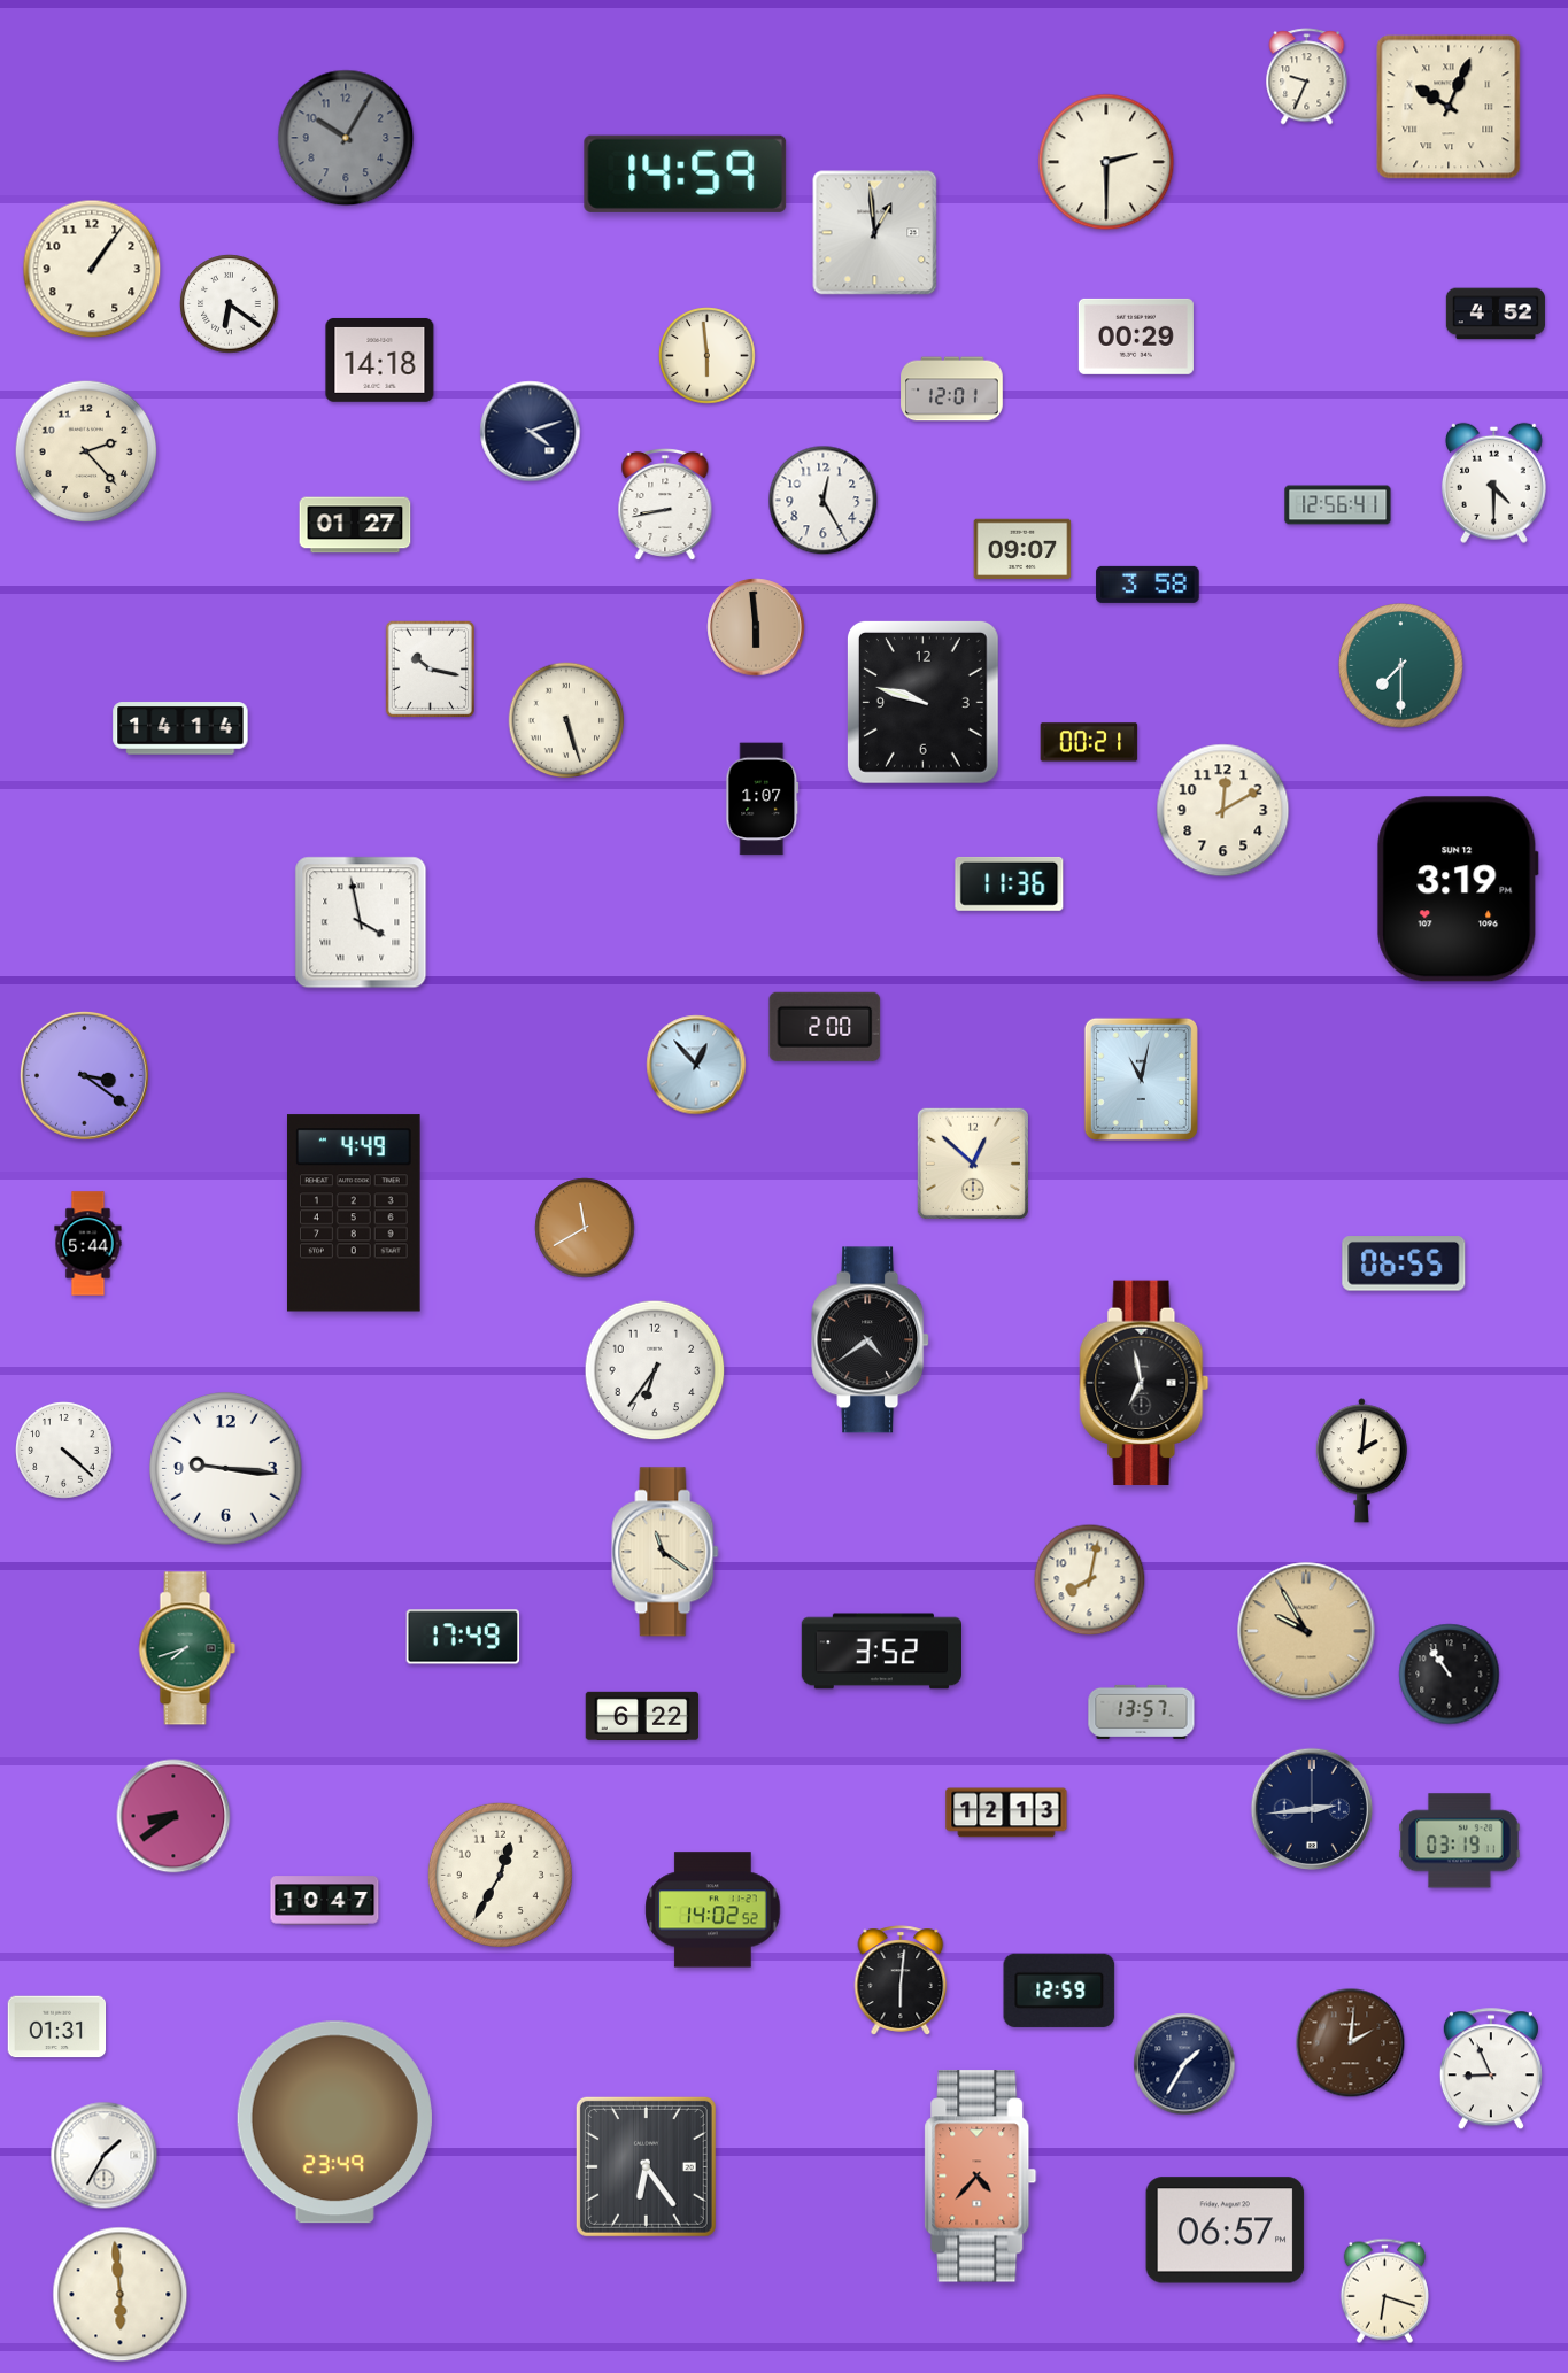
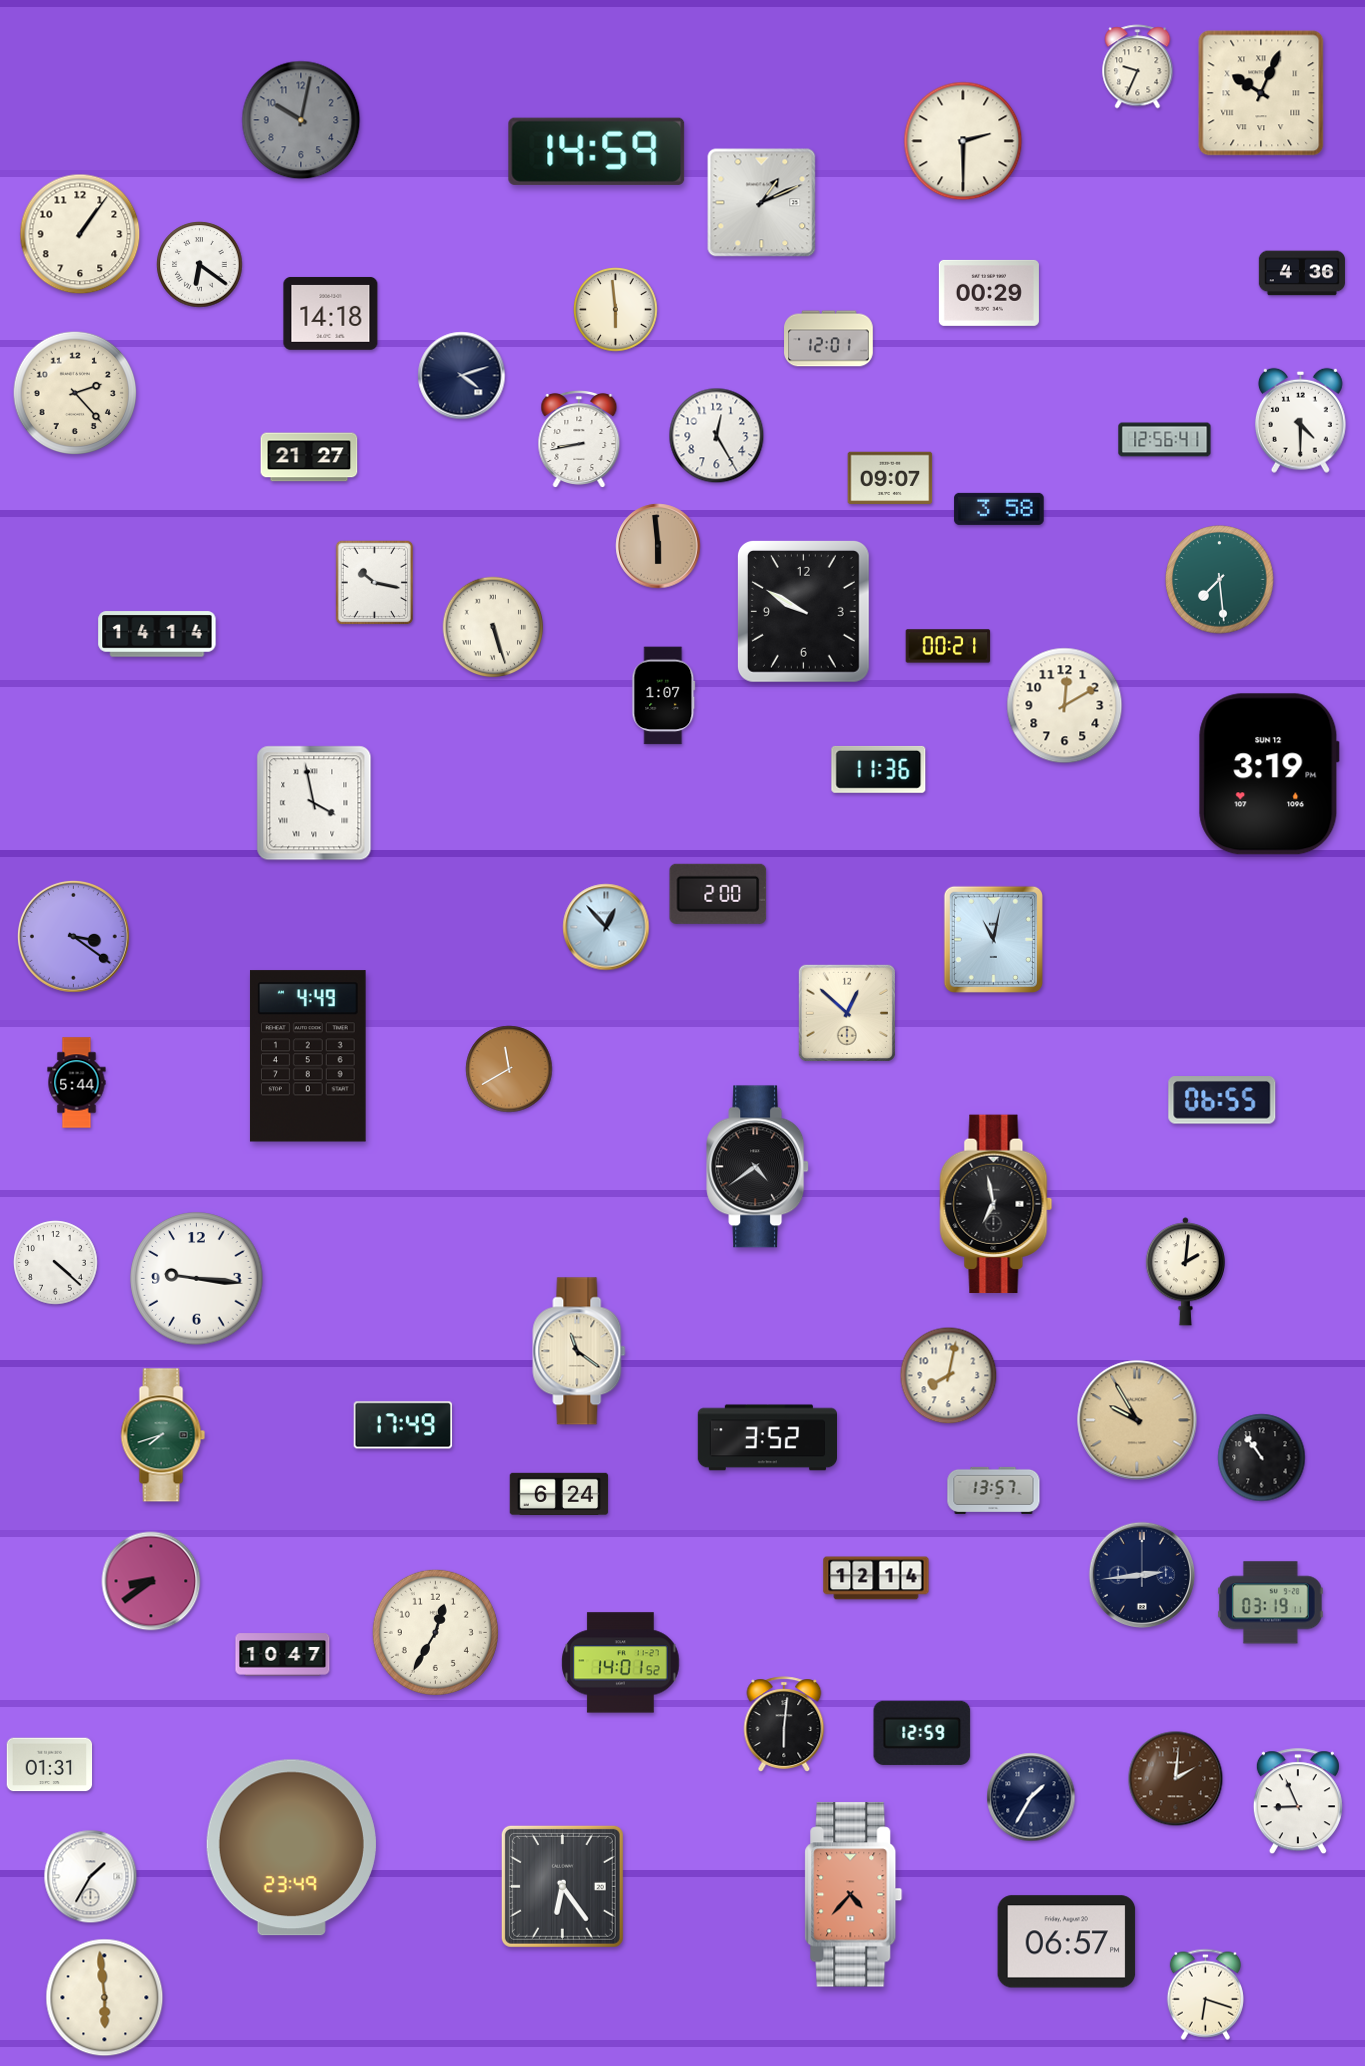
clock at (346, 138): 10:05 -> 10:02
clock at (875, 233): 12:59 -> 1:11
clock at (1496, 314): 4:52 -> 4:36
clock at (355, 525): 01:27 -> 21:27
clock at (1401, 666): 7:30 -> 7:29
clock at (922, 702): 9:48 -> 9:50
clock at (655, 1370): 6:36 -> none
clock at (642, 1715): 6:22 -> 6:24
clock at (1006, 1812): 12:13 -> 12:14
clock at (713, 1910): 14:02 -> 14:01
